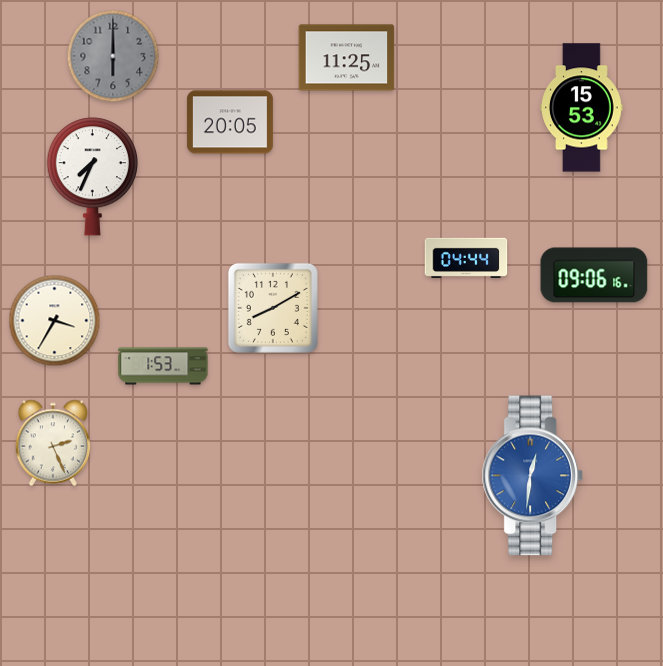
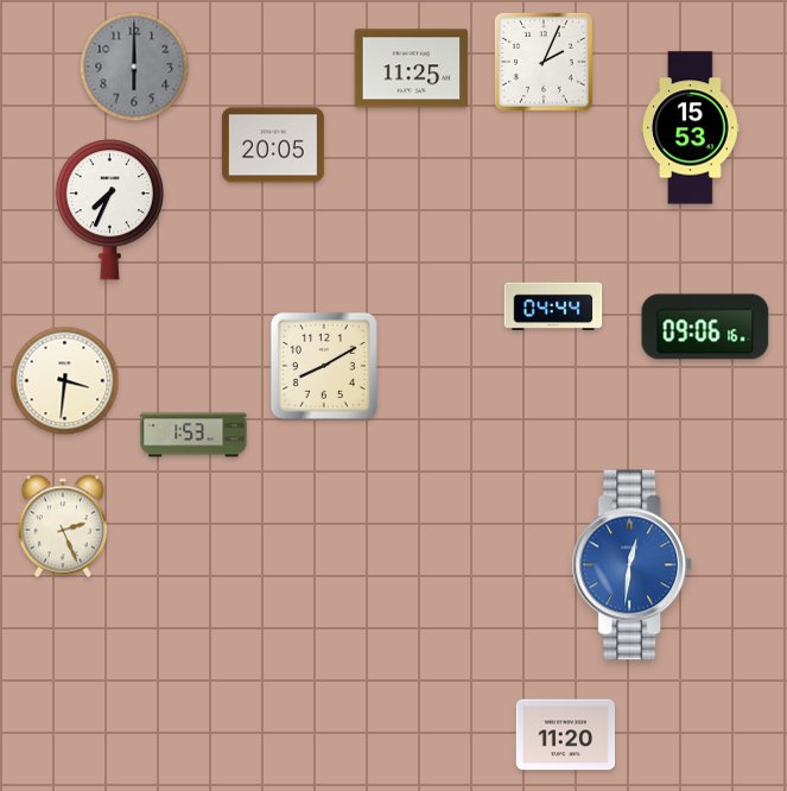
clock at (544, 62): none -> 2:04
clock at (55, 321): 3:35 -> 3:31
clock at (566, 735): none -> 11:20
